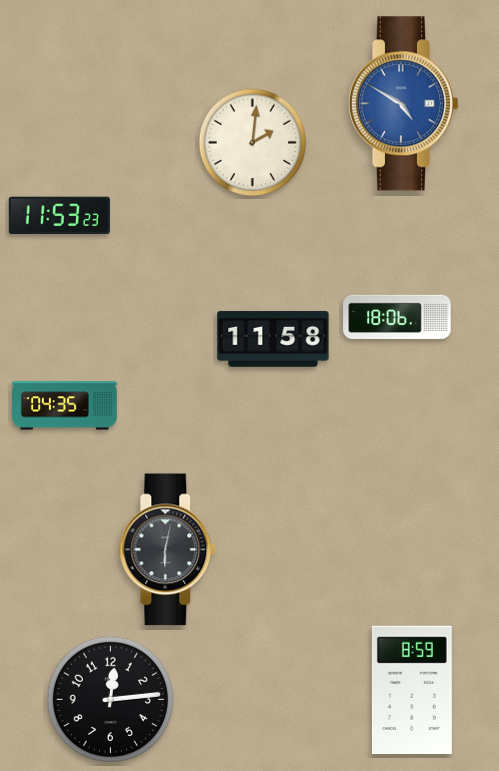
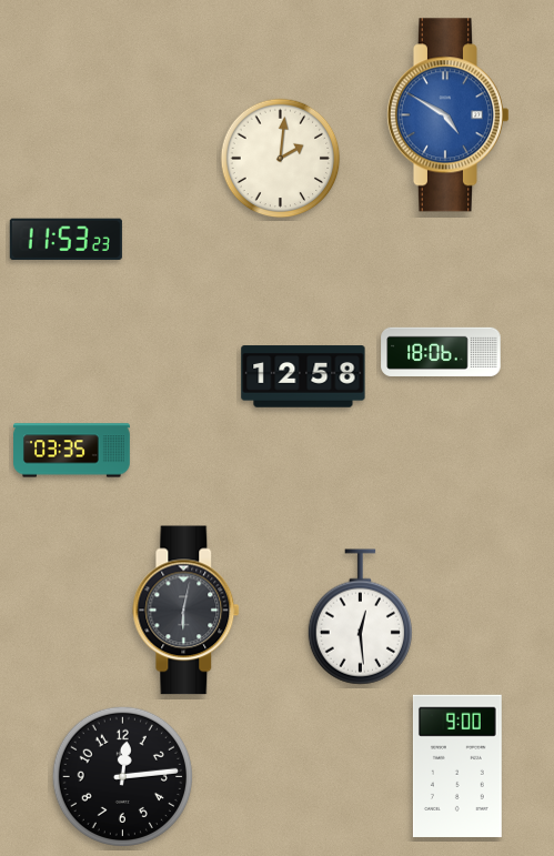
clock at (273, 339): 11:58 -> 12:58
clock at (65, 406): 04:35 -> 03:35
clock at (360, 617): none -> 12:29
clock at (412, 690): 8:59 -> 9:00
